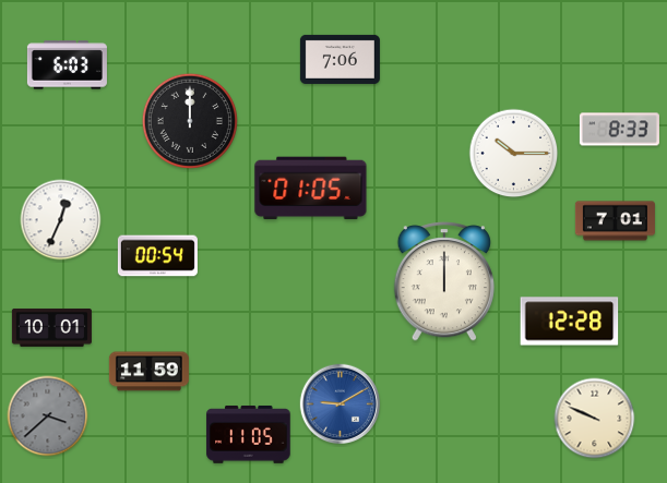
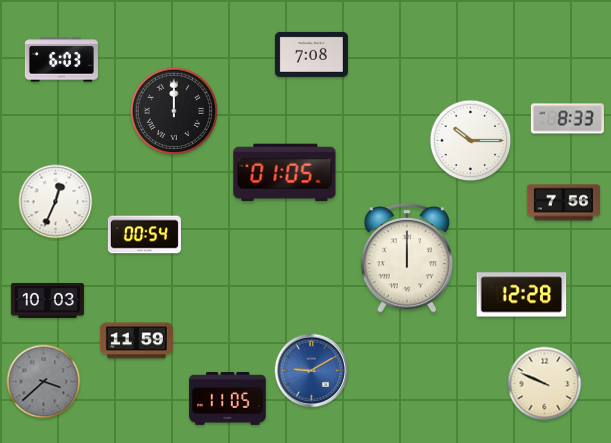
clock at (340, 59): 7:06 -> 7:08
clock at (615, 221): 7:01 -> 7:56
clock at (51, 327): 10:01 -> 10:03
